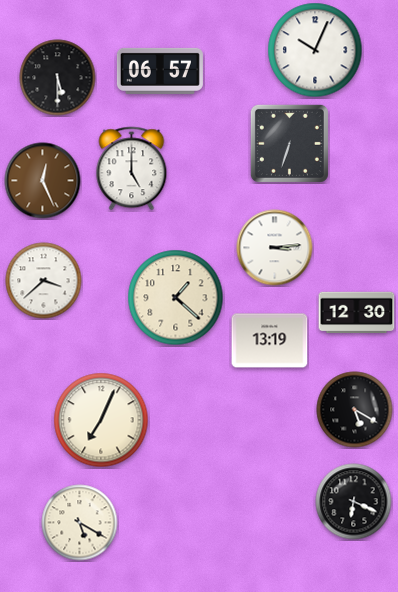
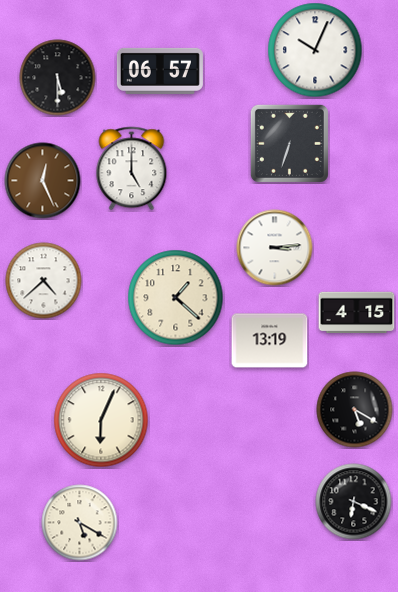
clock at (44, 281): 3:38 -> 4:38
clock at (357, 313): 12:30 -> 4:15
clock at (101, 420): 7:04 -> 6:04
